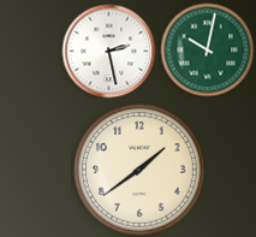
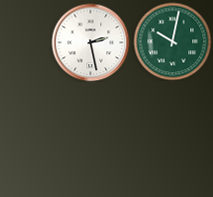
clock at (139, 170): 1:39 -> none
